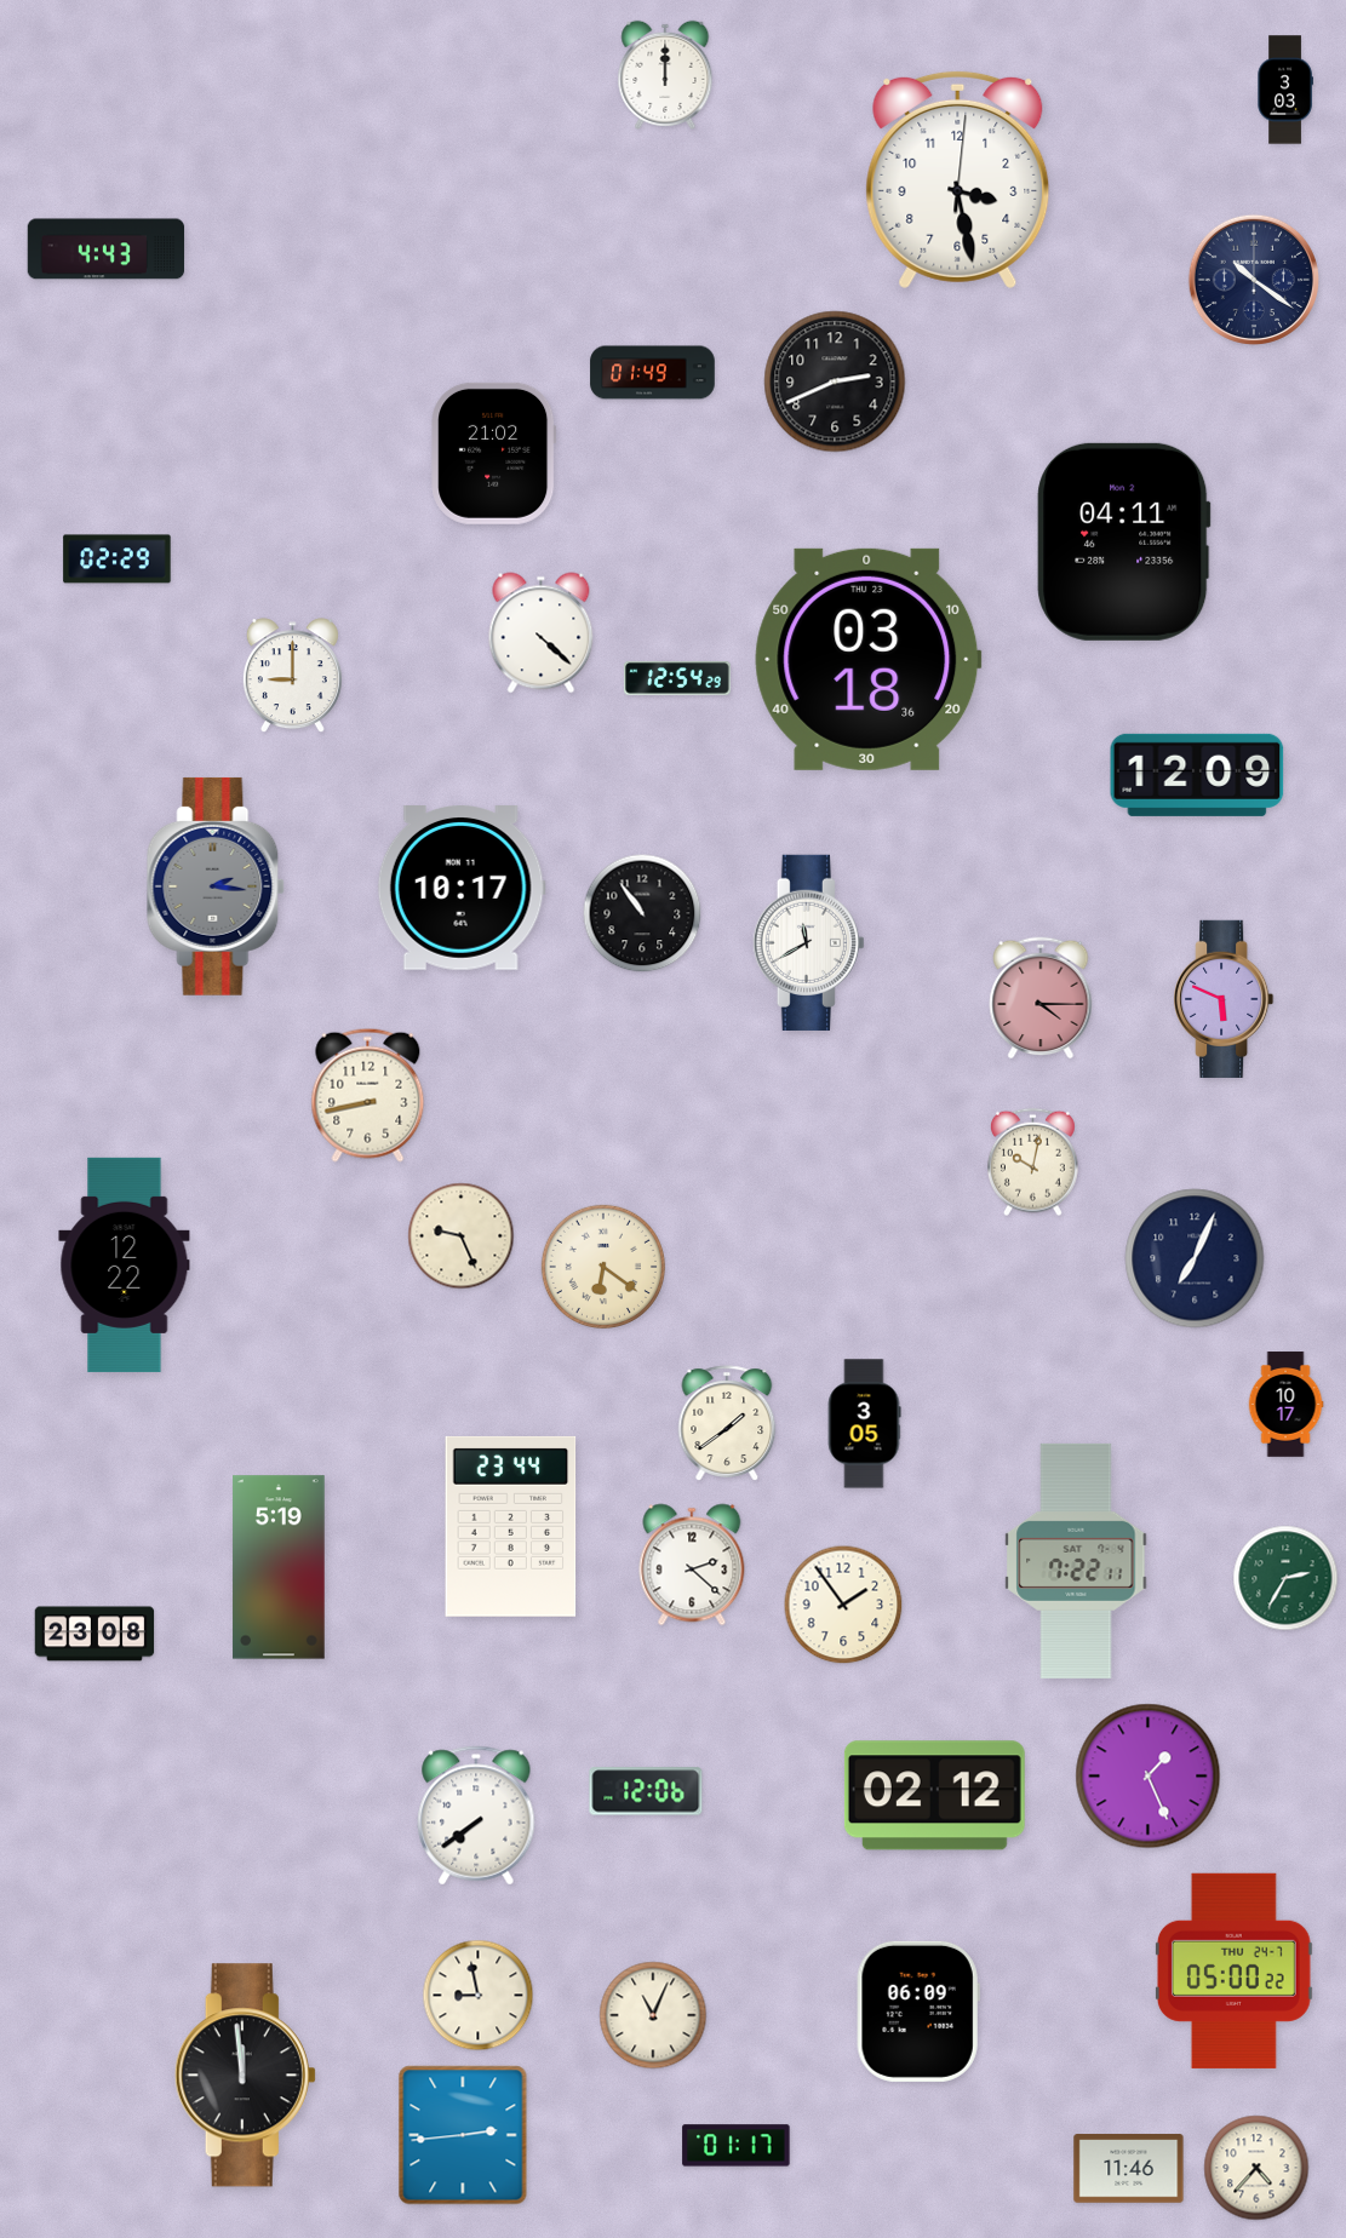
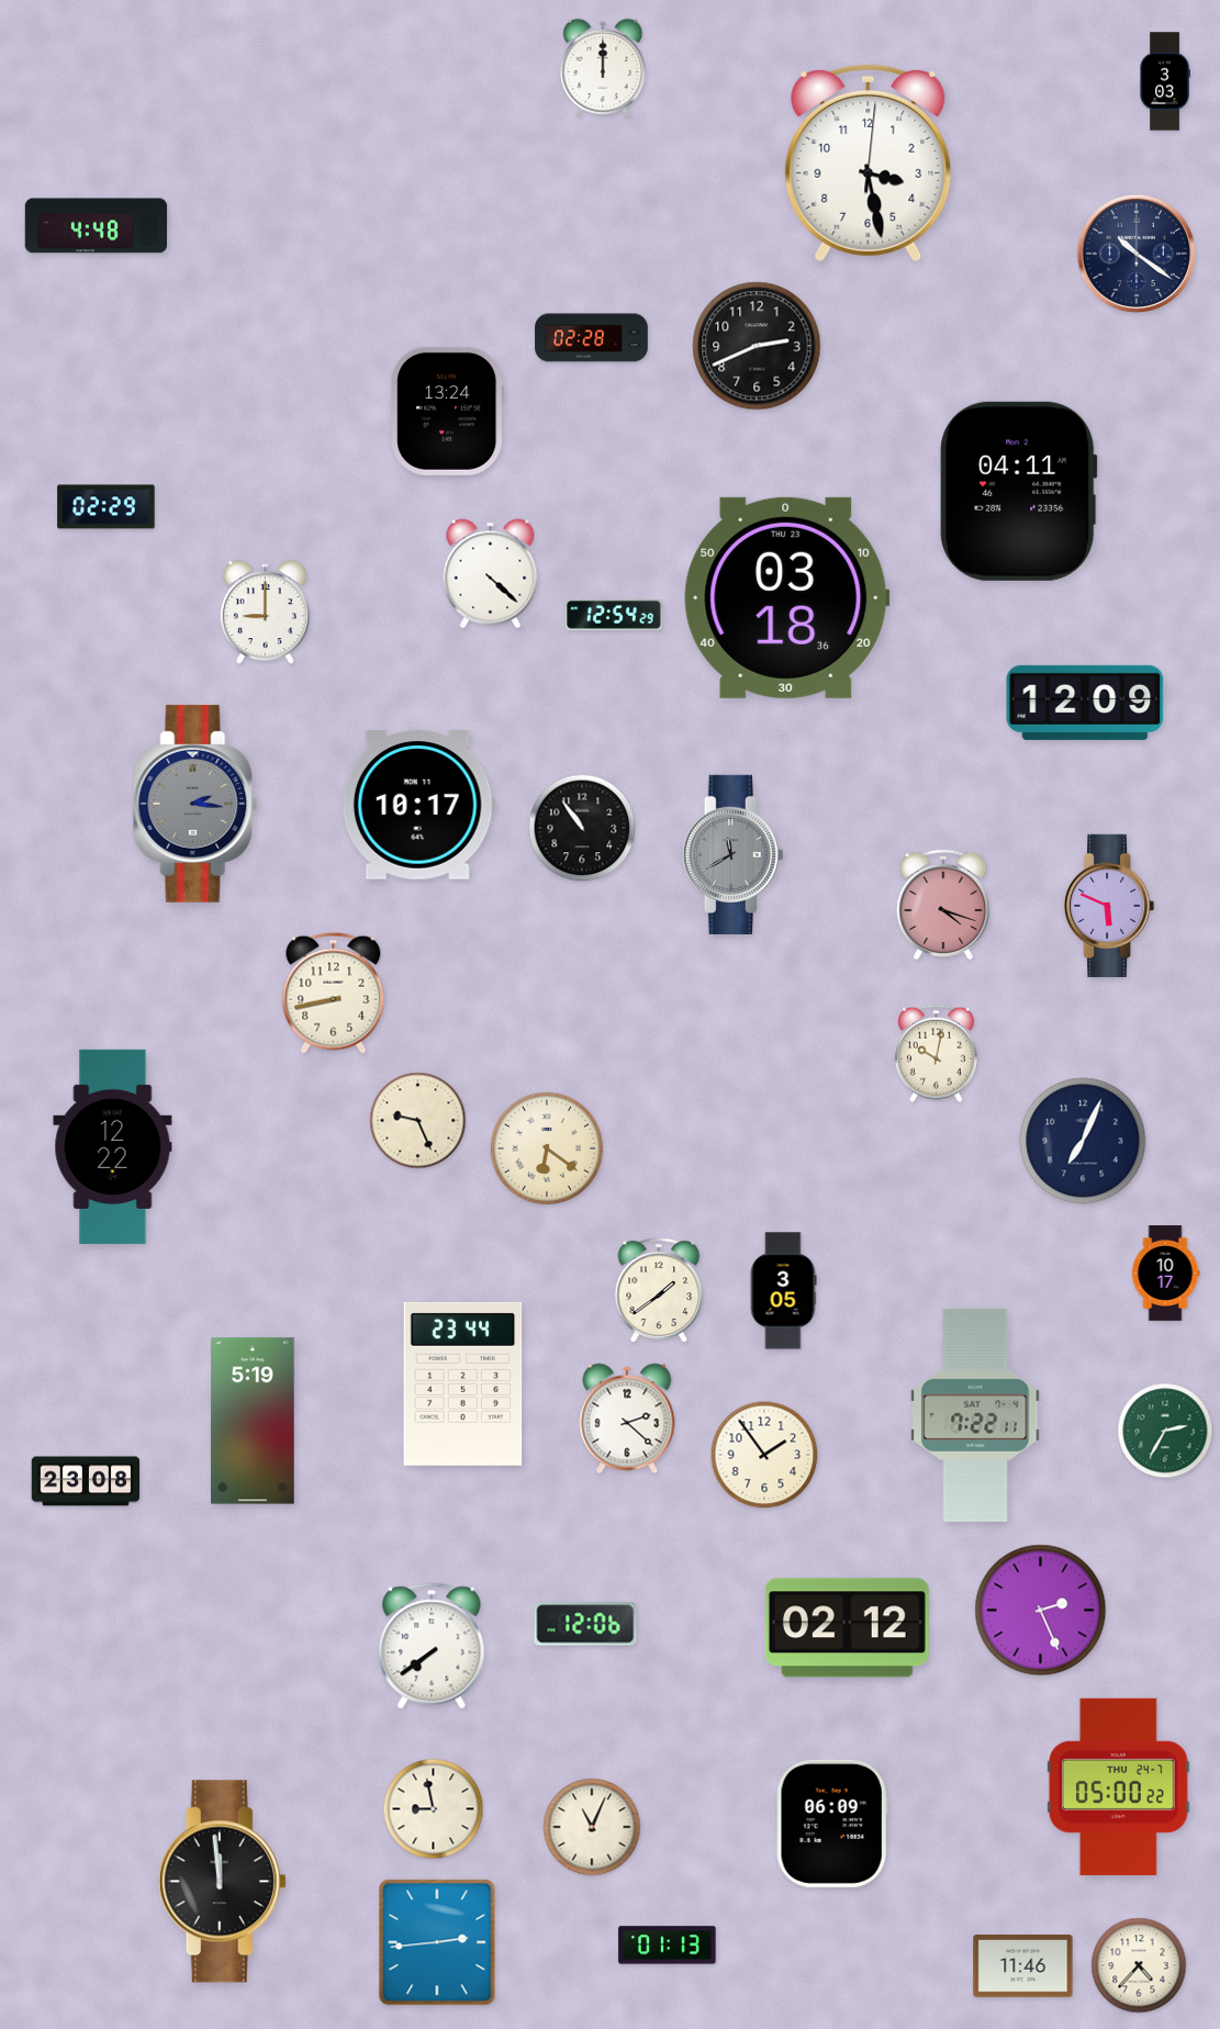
clock at (107, 249): 4:43 -> 4:48
clock at (653, 373): 01:49 -> 02:28
clock at (494, 453): 21:02 -> 13:24
clock at (808, 942) dial: white -> grey
clock at (1041, 998): 4:15 -> 4:18
clock at (1149, 1777): 1:26 -> 2:26
clock at (463, 2135) position: (463, 2135) -> (437, 1942)
clock at (737, 2146): 01:17 -> 01:13
